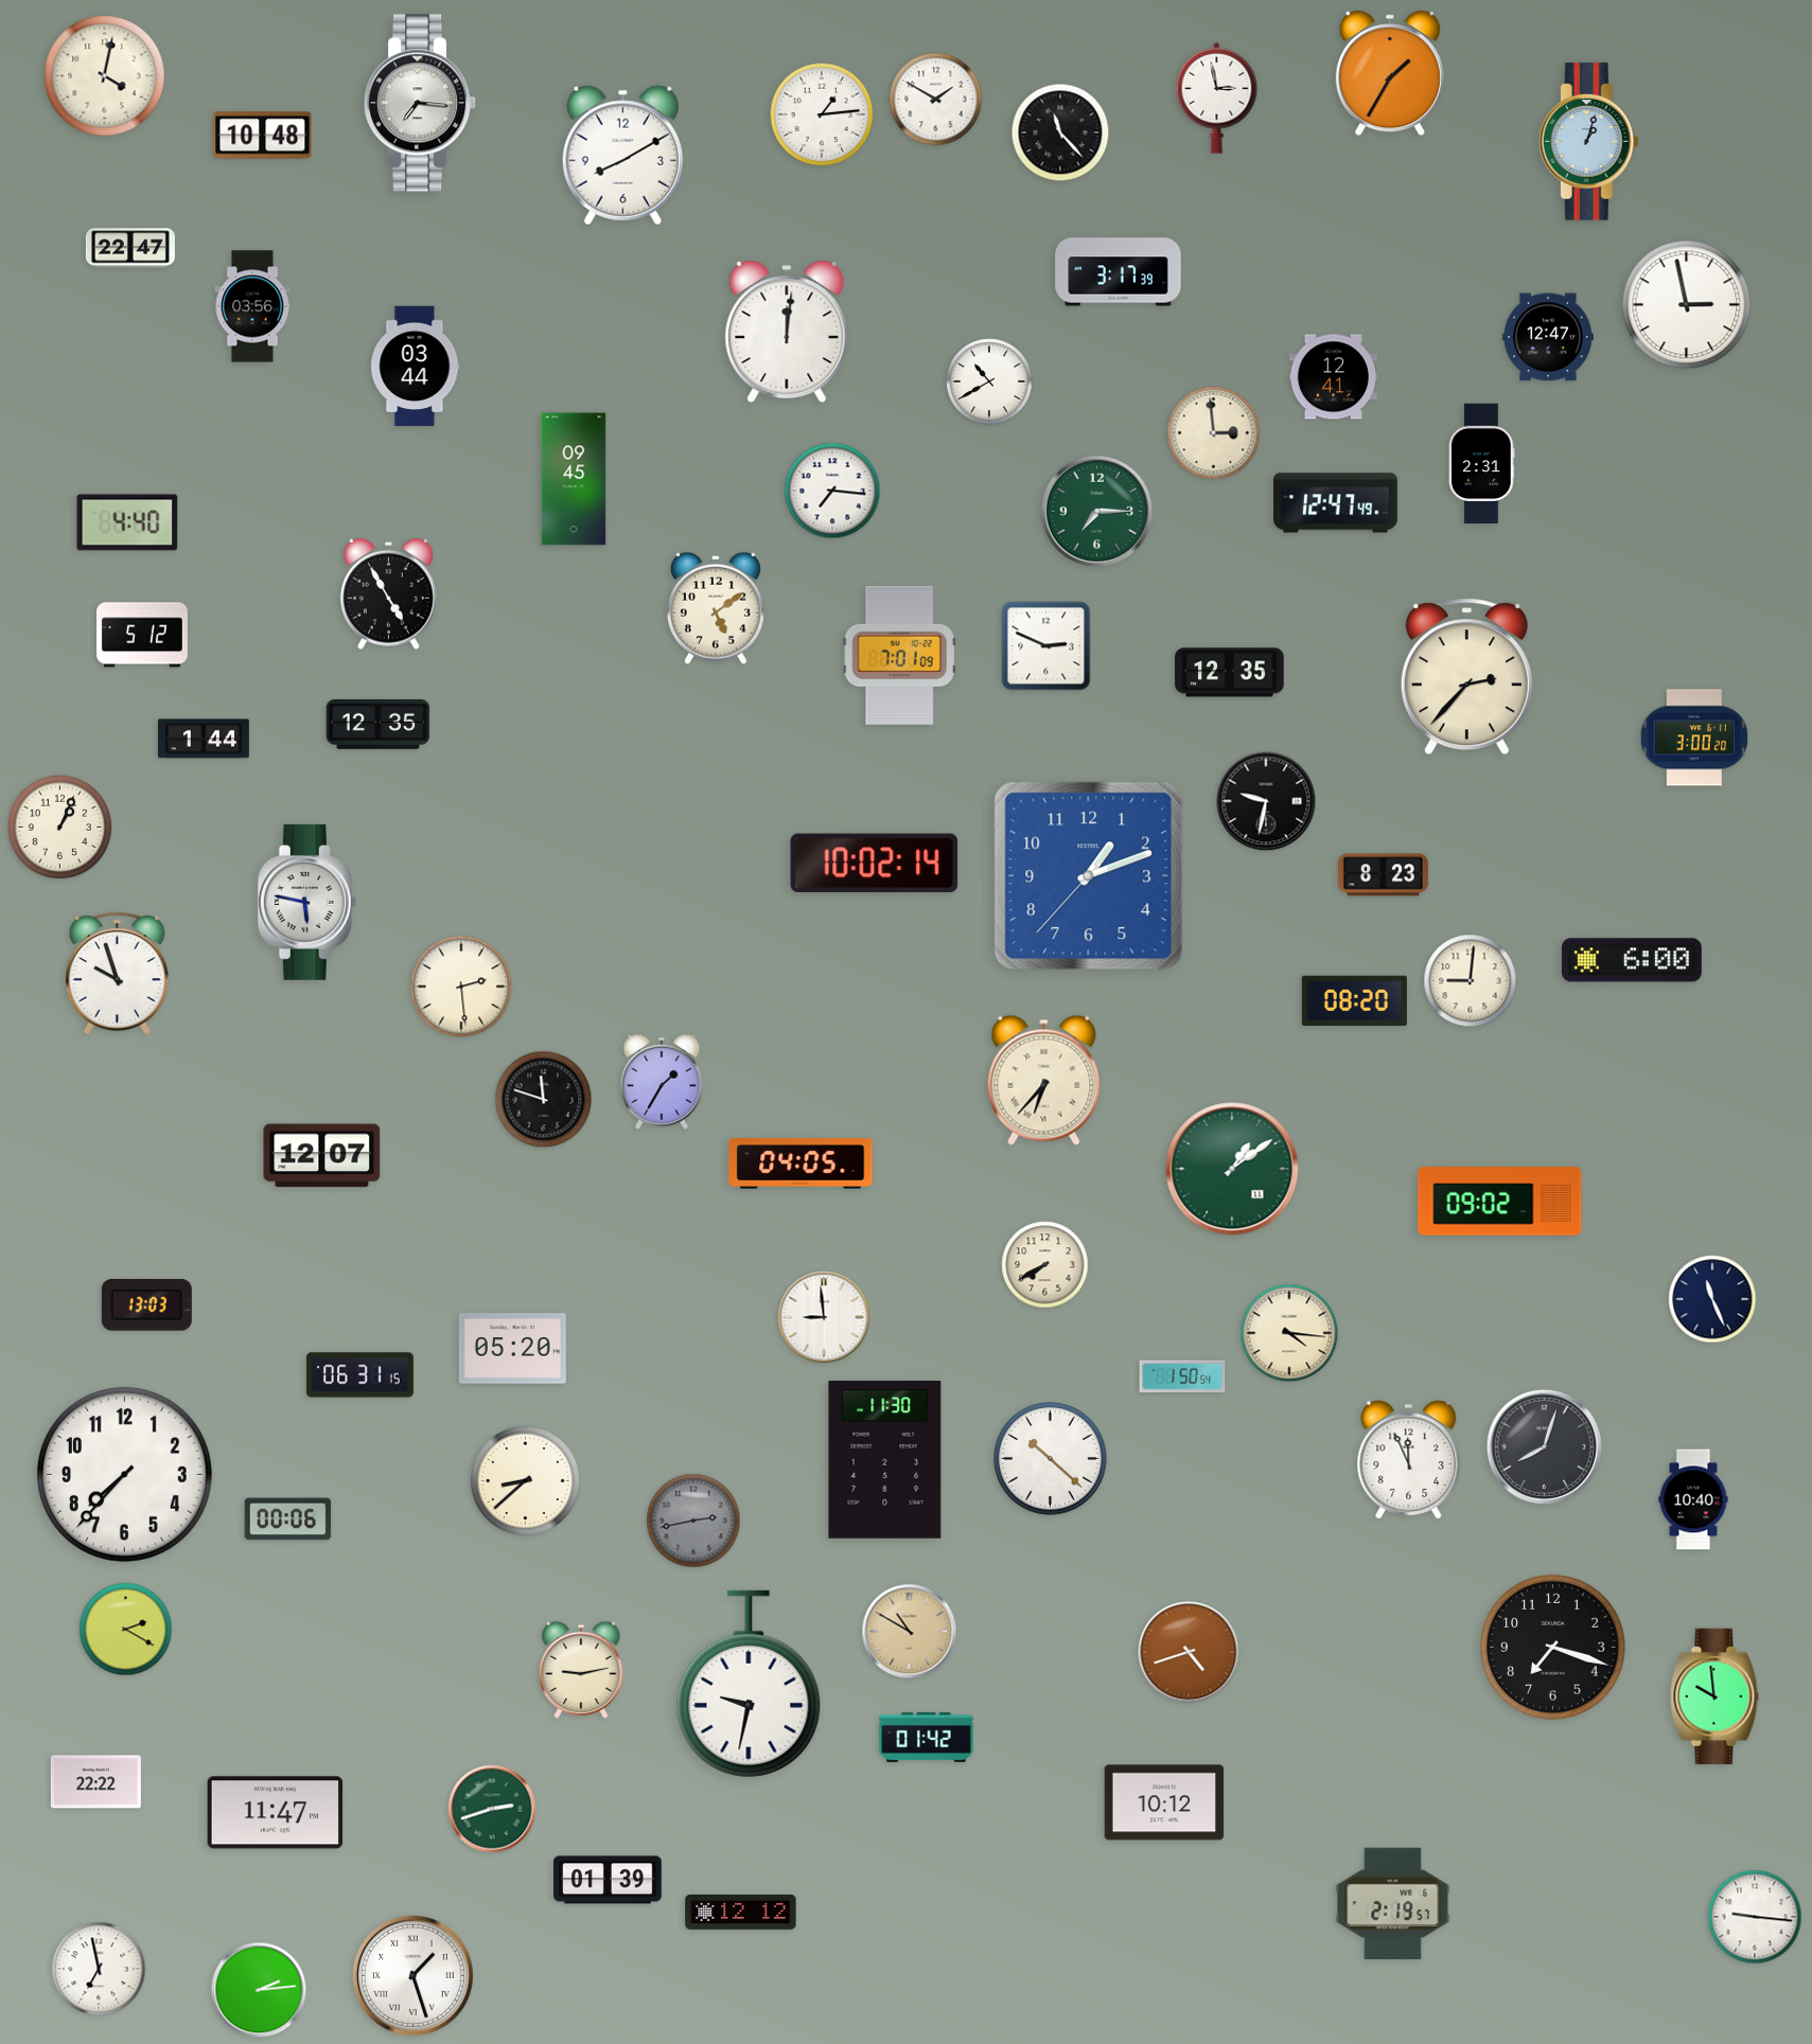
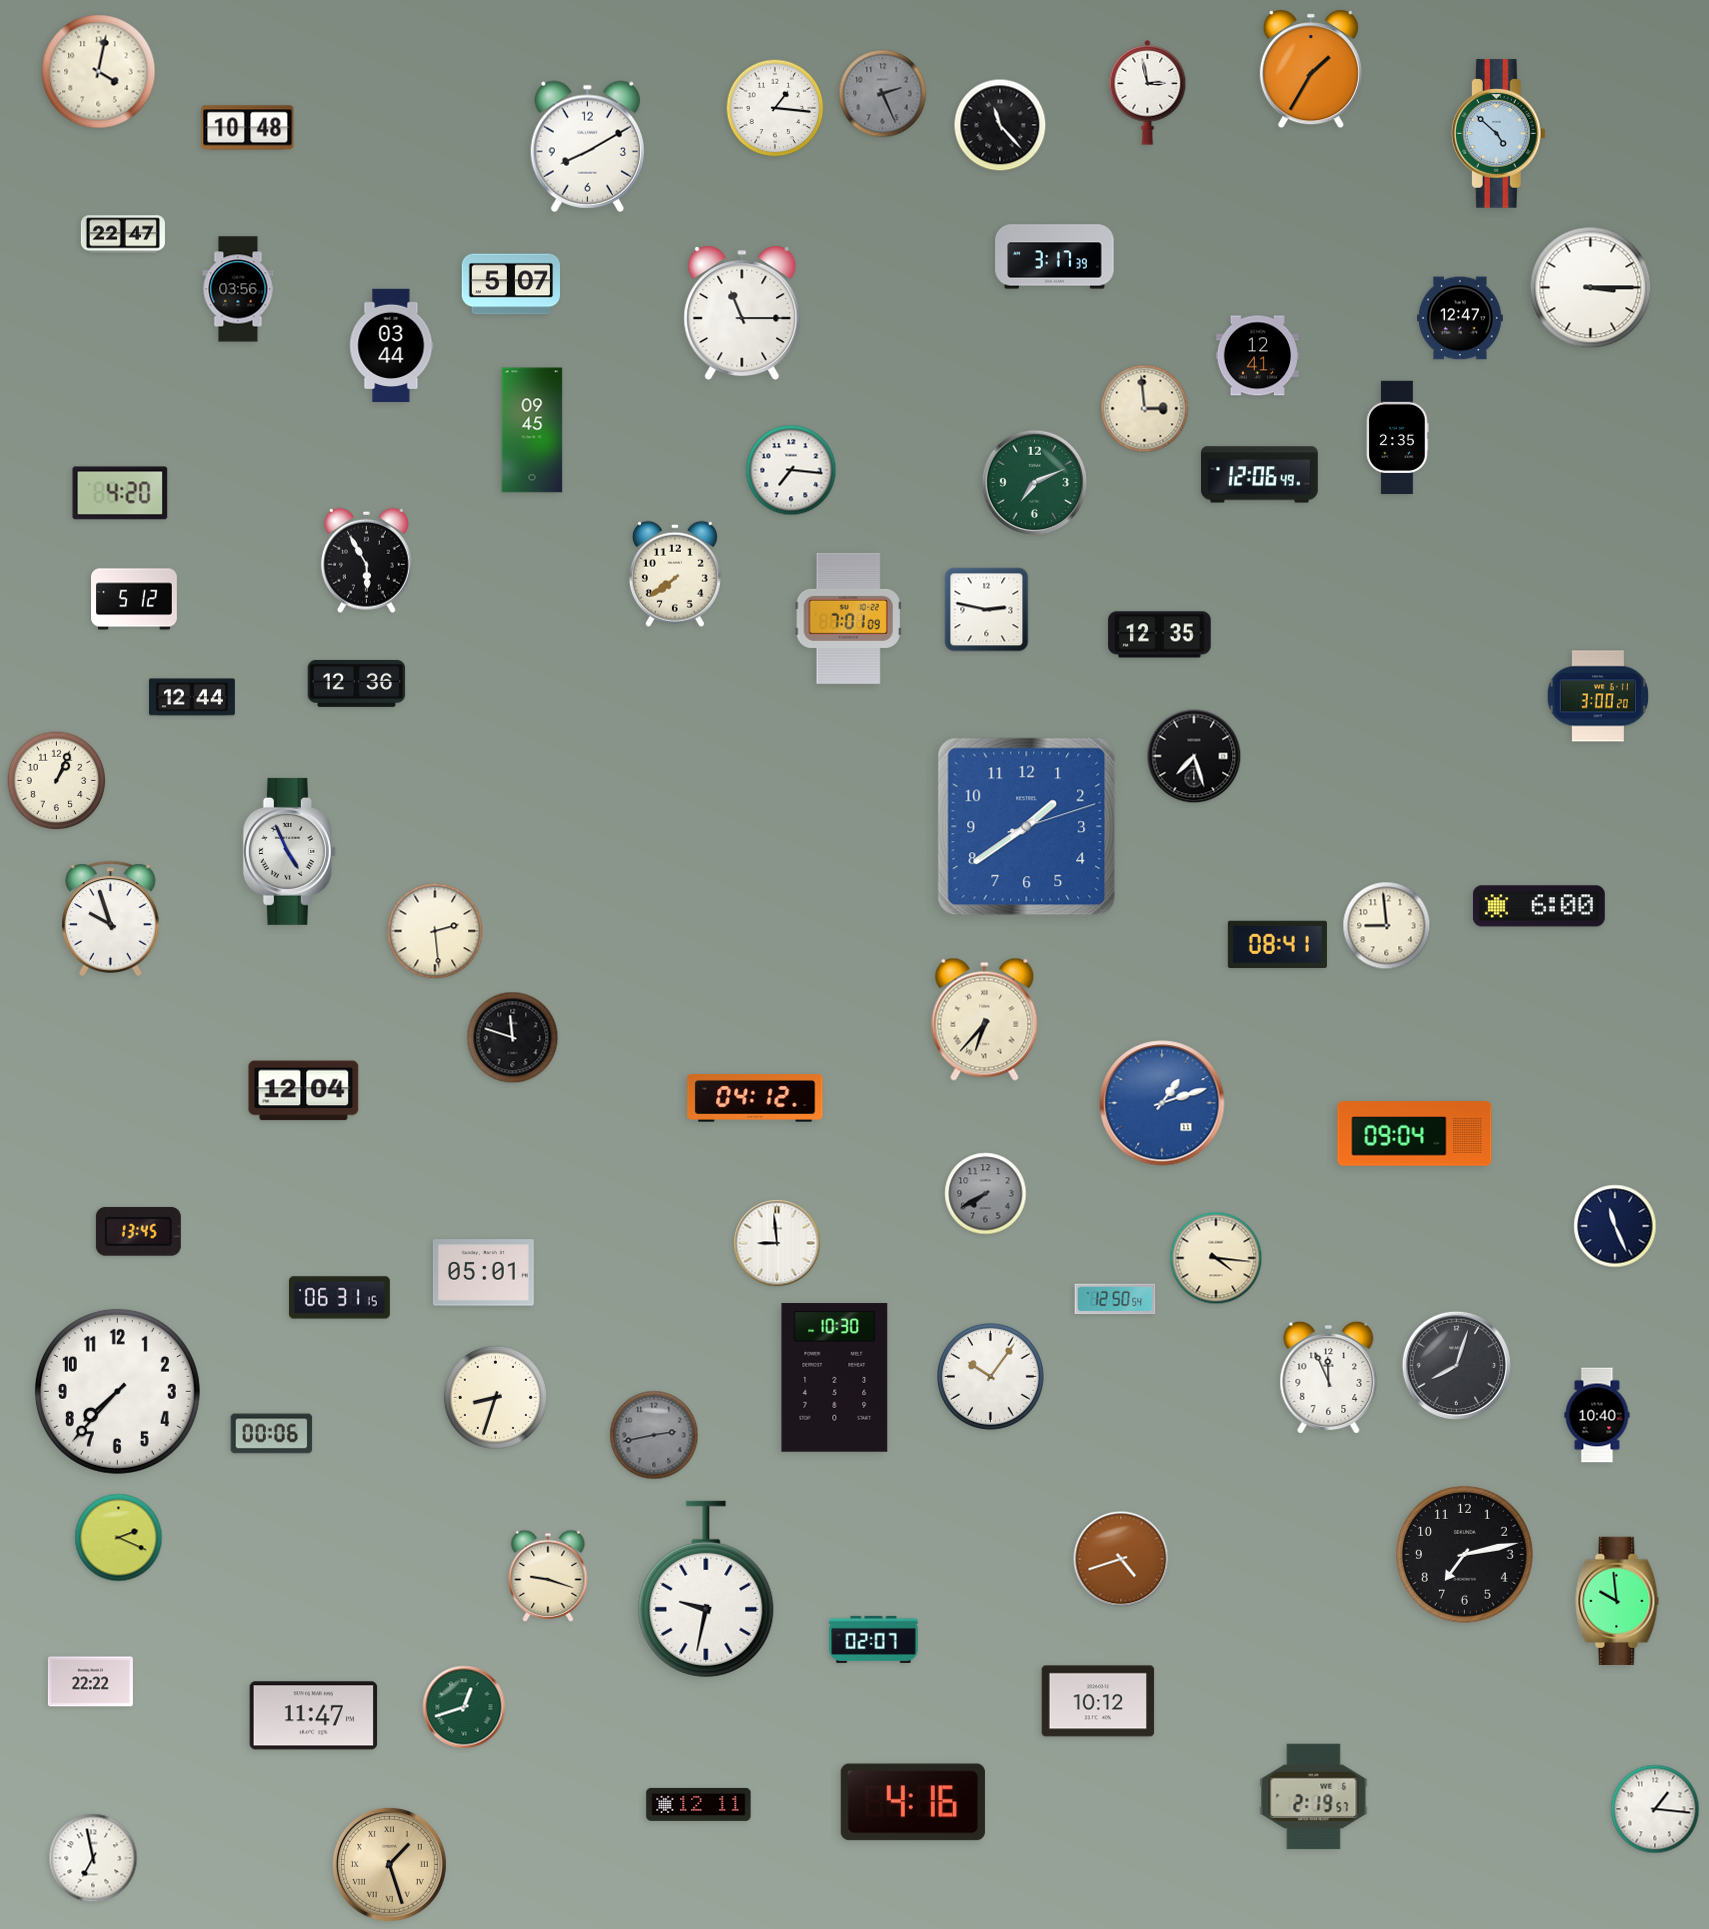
clock at (936, 100): 1:50 -> 2:26
clock at (936, 100) dial: white -> grey
clock at (420, 103): 7:16 -> none
clock at (822, 114): 1:14 -> 1:16
clock at (1588, 142): 1:03 -> 4:52
clock at (510, 284): none -> 5:07
clock at (1687, 305): 2:58 -> 3:15
clock at (787, 331): 12:01 -> 11:15
clock at (989, 381): 10:40 -> none
clock at (1482, 464): 2:31 -> 2:35
clock at (574, 479) position: (574, 479) -> (532, 430)
clock at (832, 491) position: (832, 491) -> (791, 470)
clock at (1336, 503): 12:47 -> 12:06
clock at (1096, 511): 7:15 -> 7:11
clock at (127, 522): 4:40 -> 4:20
clock at (388, 593): 4:55 -> 5:55
clock at (716, 608): 5:09 -> 7:39
clock at (1046, 646): 2:49 -> 2:47
clock at (1466, 677): 2:37 -> none
clock at (379, 724): 12:35 -> 12:36
clock at (205, 739): 1:44 -> 12:44
clock at (1266, 801): 9:32 -> 7:27
clock at (875, 864): 10:02 -> none
clock at (1383, 875): 8:23 -> none
clock at (1089, 876): 1:11 -> 1:39
clock at (306, 902): 5:47 -> 4:56
clock at (1471, 981): 9:01 -> 8:59
clock at (1354, 1001): 08:20 -> 08:41
clock at (662, 1082): 1:35 -> none
clock at (322, 1156): 12:07 -> 12:04
clock at (801, 1163): 04:05 -> 04:12
clock at (1232, 1169): 1:09 -> 1:12
clock at (1232, 1169) dial: green -> blue
clock at (1500, 1202): 09:02 -> 09:04
clock at (1045, 1265) dial: cream -> grey
clock at (146, 1304): 13:03 -> 13:45
clock at (512, 1349): 05:20 -> 05:01
clock at (1182, 1376): 1:50 -> 12:50
clock at (1051, 1459): 10:22 -> 10:06
clock at (885, 1460): 11:30 -> 10:30
clock at (525, 1480): 8:38 -> 8:33
clock at (126, 1630): 2:20 -> 2:19
clock at (910, 1632): 10:50 -> none
clock at (1552, 1647): 7:18 -> 7:13
clock at (581, 1670): 9:13 -> 9:18
clock at (927, 1737): 01:42 -> 02:07
clock at (492, 1809): 2:42 -> 12:42
clock at (276, 1813) position: (276, 1813) -> (314, 1716)
clock at (608, 1880): 01:39 -> none
clock at (913, 1802): none -> 4:16
clock at (741, 1912): 12:12 -> 12:11
clock at (1755, 1917): 9:16 -> 1:16
clock at (412, 1975) dial: white -> champagne
clock at (259, 1990): 2:14 -> none
